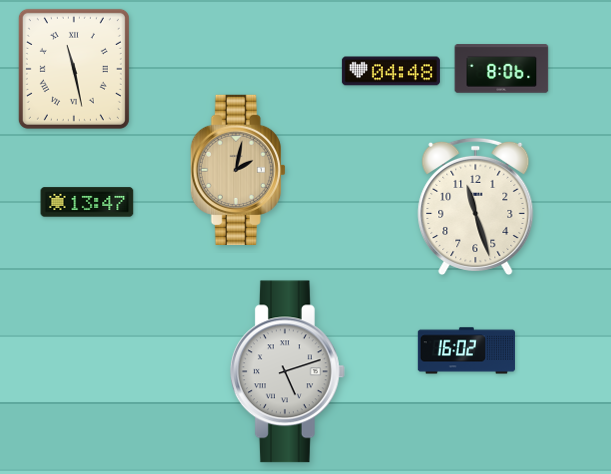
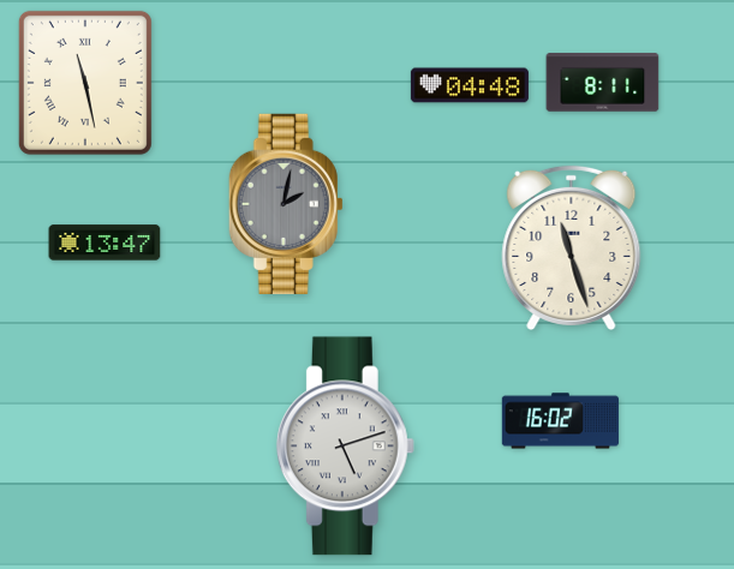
clock at (74, 69) position: (74, 69) -> (85, 83)
clock at (502, 69): 8:06 -> 8:11
clock at (238, 170) dial: champagne -> grey
